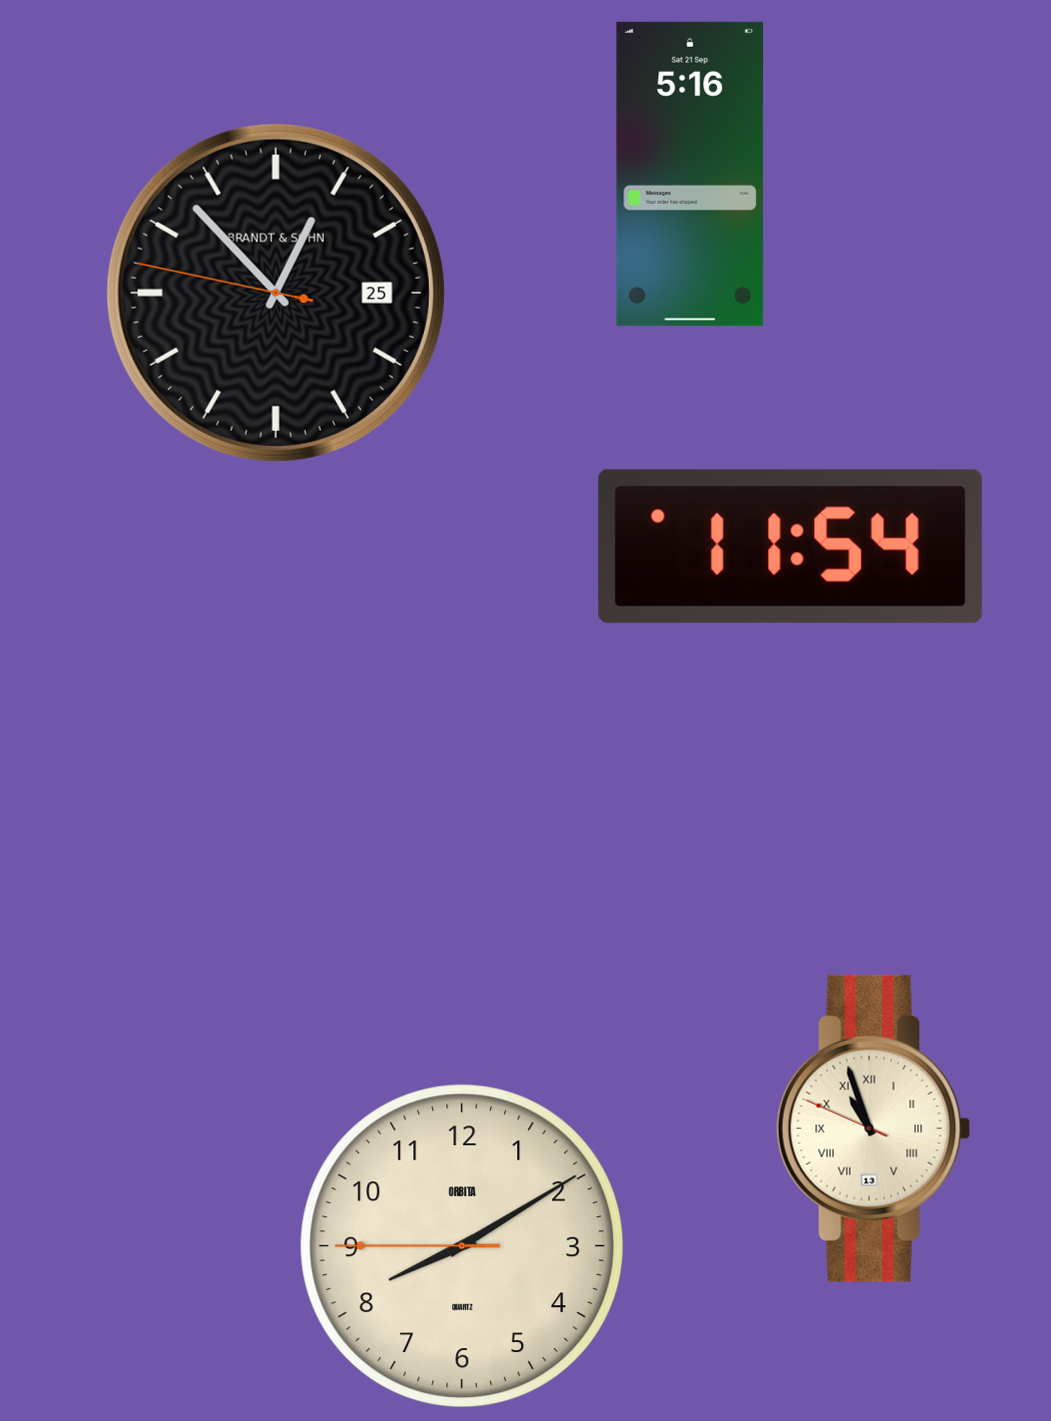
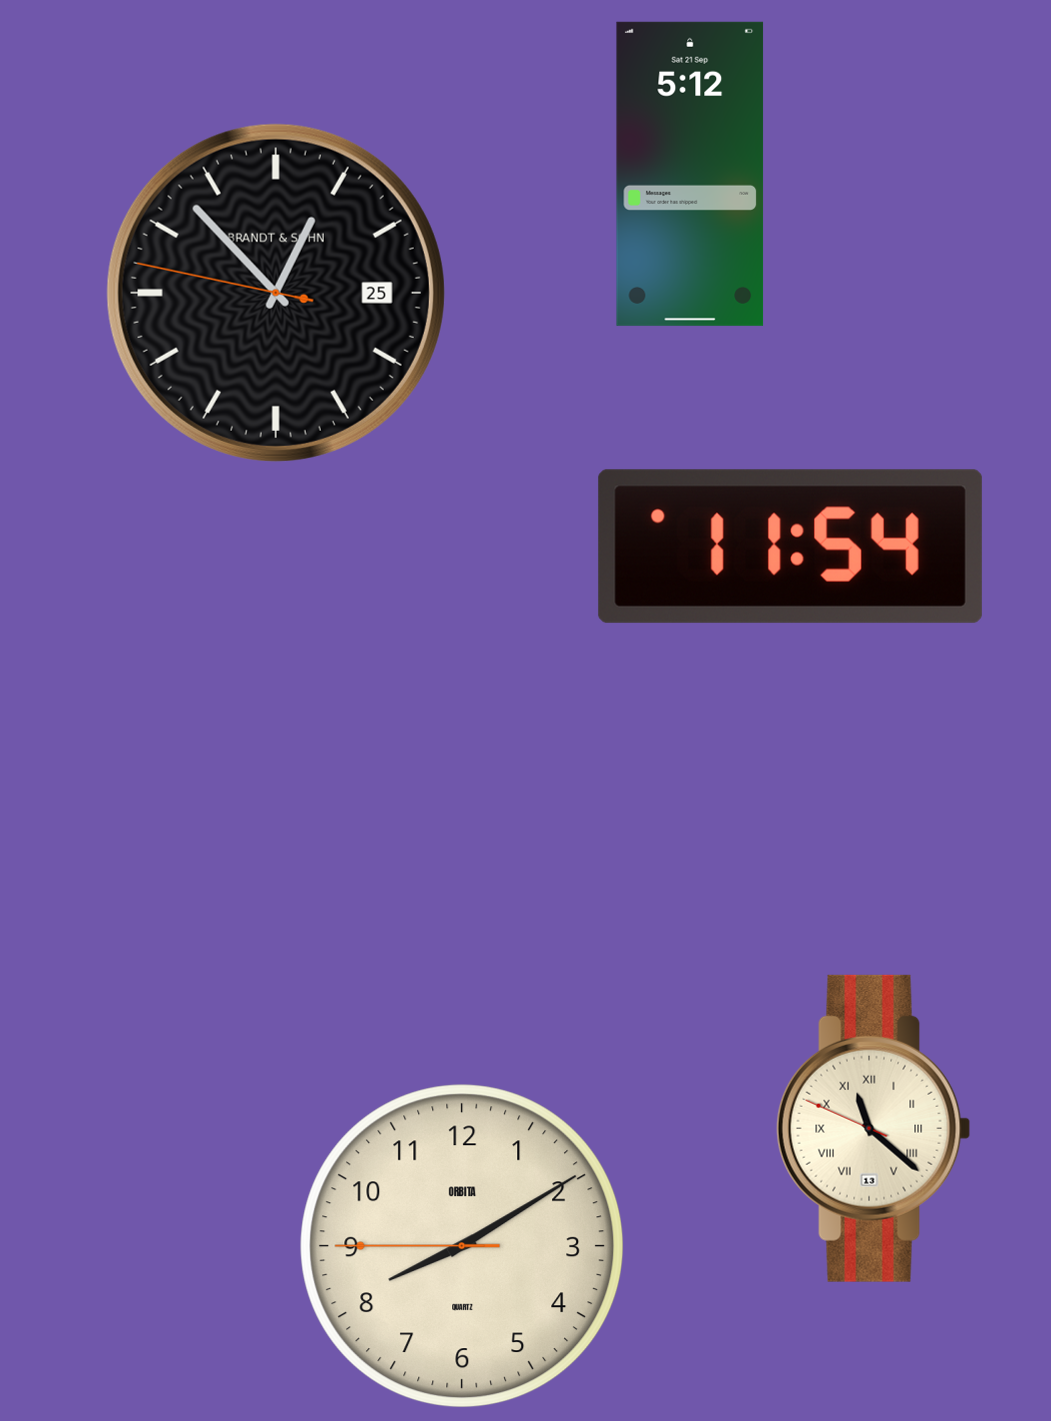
clock at (690, 174): 5:16 -> 5:12
clock at (874, 1128): 10:56 -> 11:21
